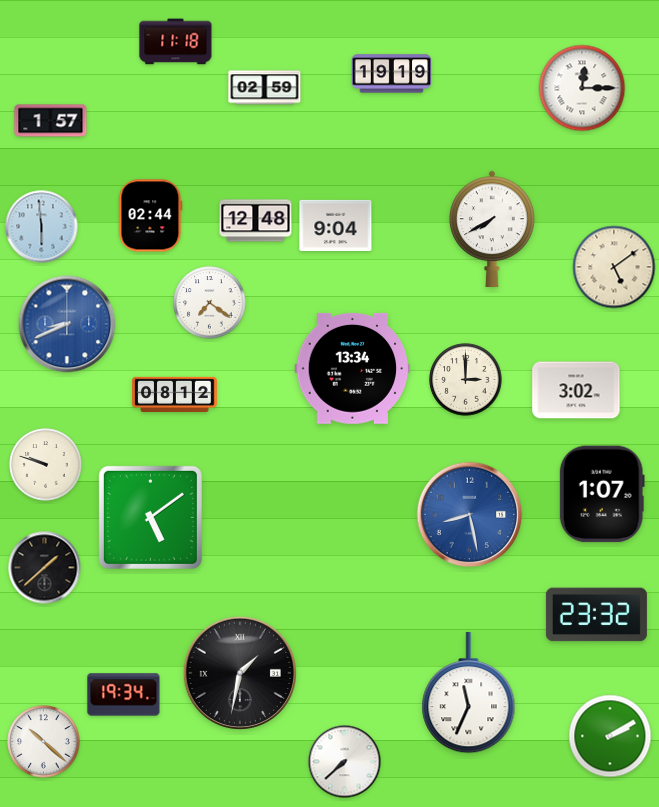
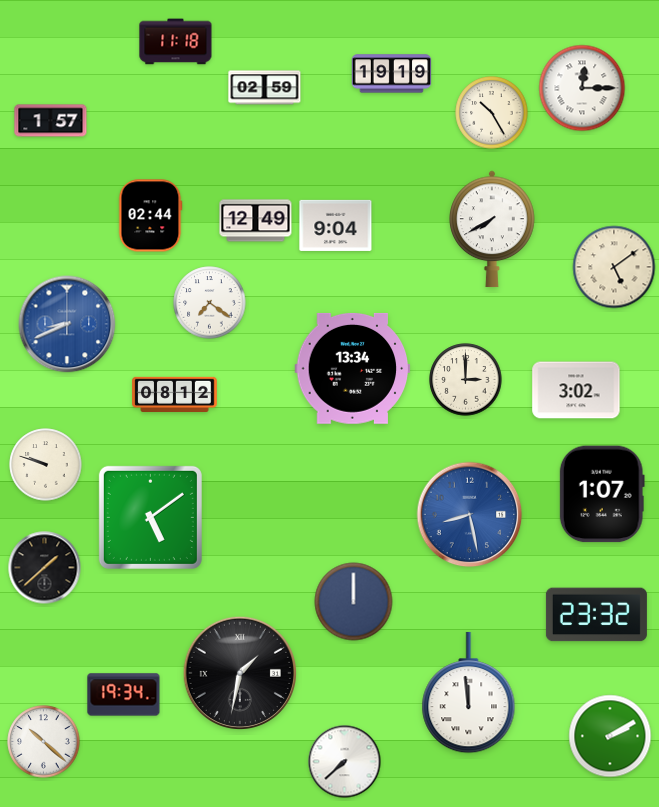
clock at (492, 113): none -> 10:25
clock at (256, 221): 12:48 -> 12:49
clock at (42, 227): 5:59 -> none
clock at (354, 602): none -> 12:00
clock at (469, 693): 11:34 -> 11:59
